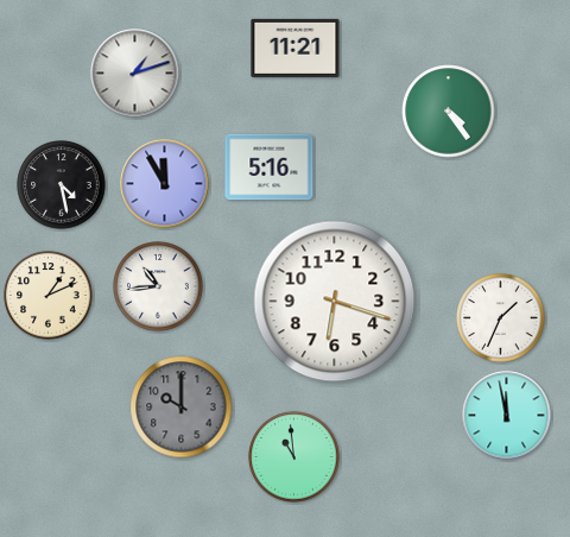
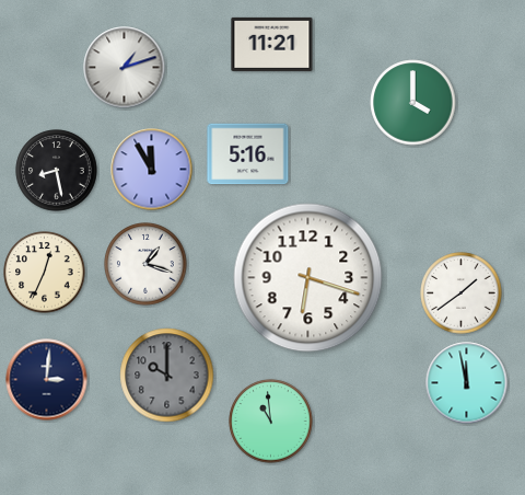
clock at (449, 112): 4:24 -> 4:00
clock at (62, 185): 4:28 -> 8:28
clock at (158, 286): 10:44 -> 1:18
clock at (49, 296): 1:11 -> 12:34
clock at (501, 318): 1:34 -> 1:39
clock at (47, 380): none -> 3:01
